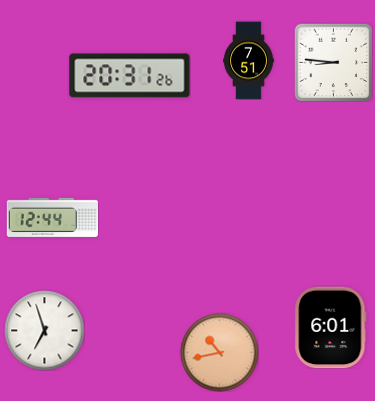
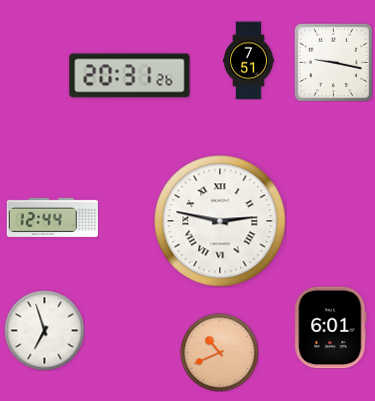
clock at (333, 62): 8:46 -> 9:17
clock at (220, 221): none -> 2:47
clock at (219, 352): 10:43 -> 10:41
